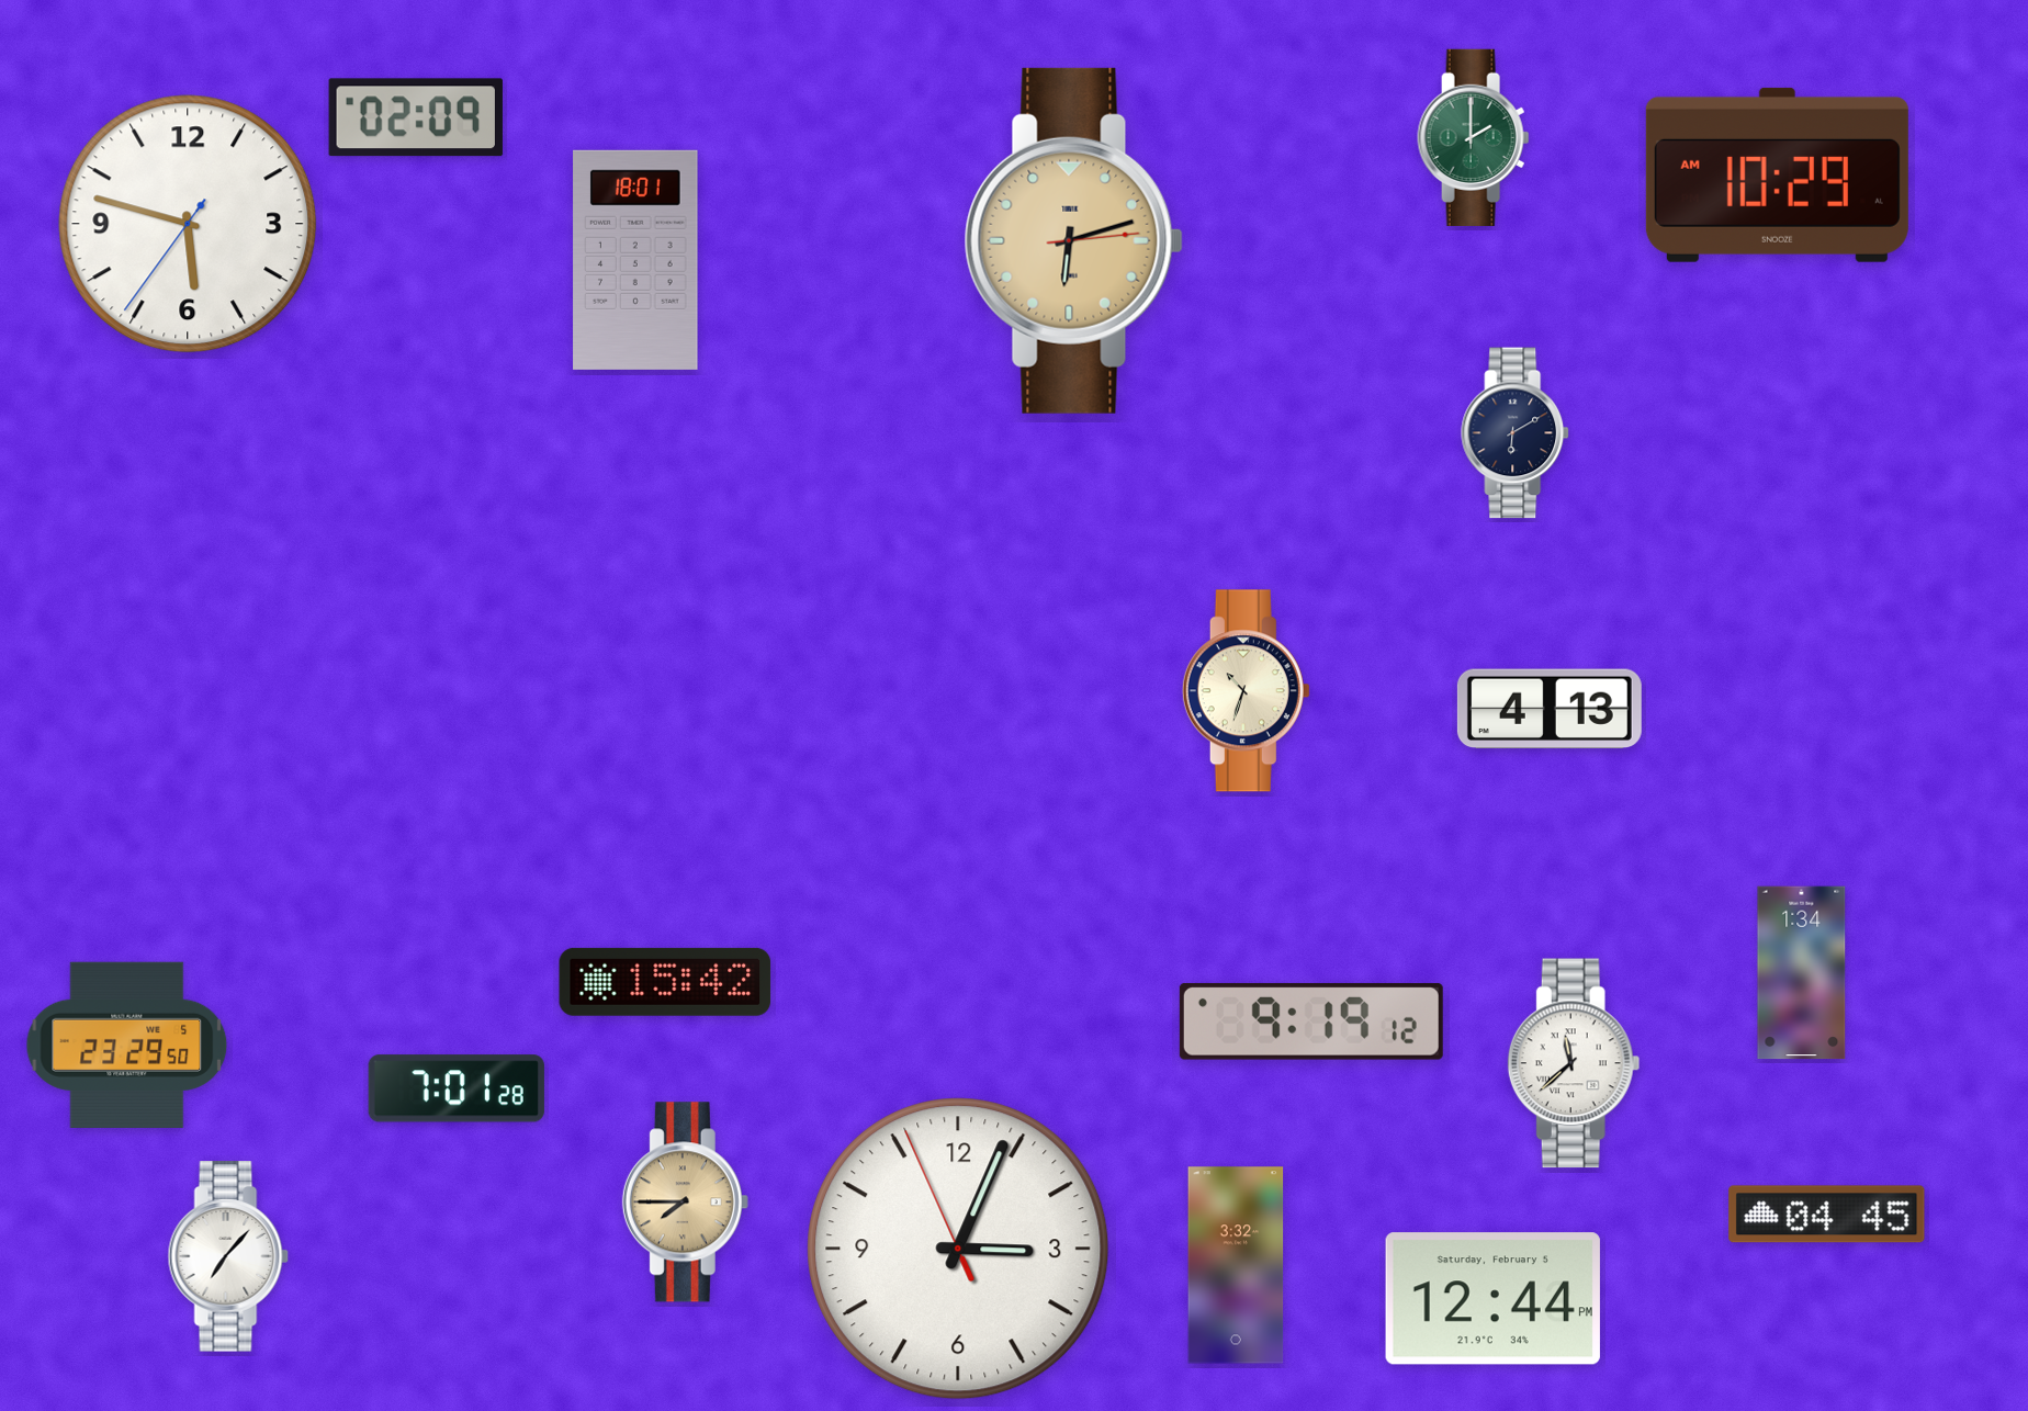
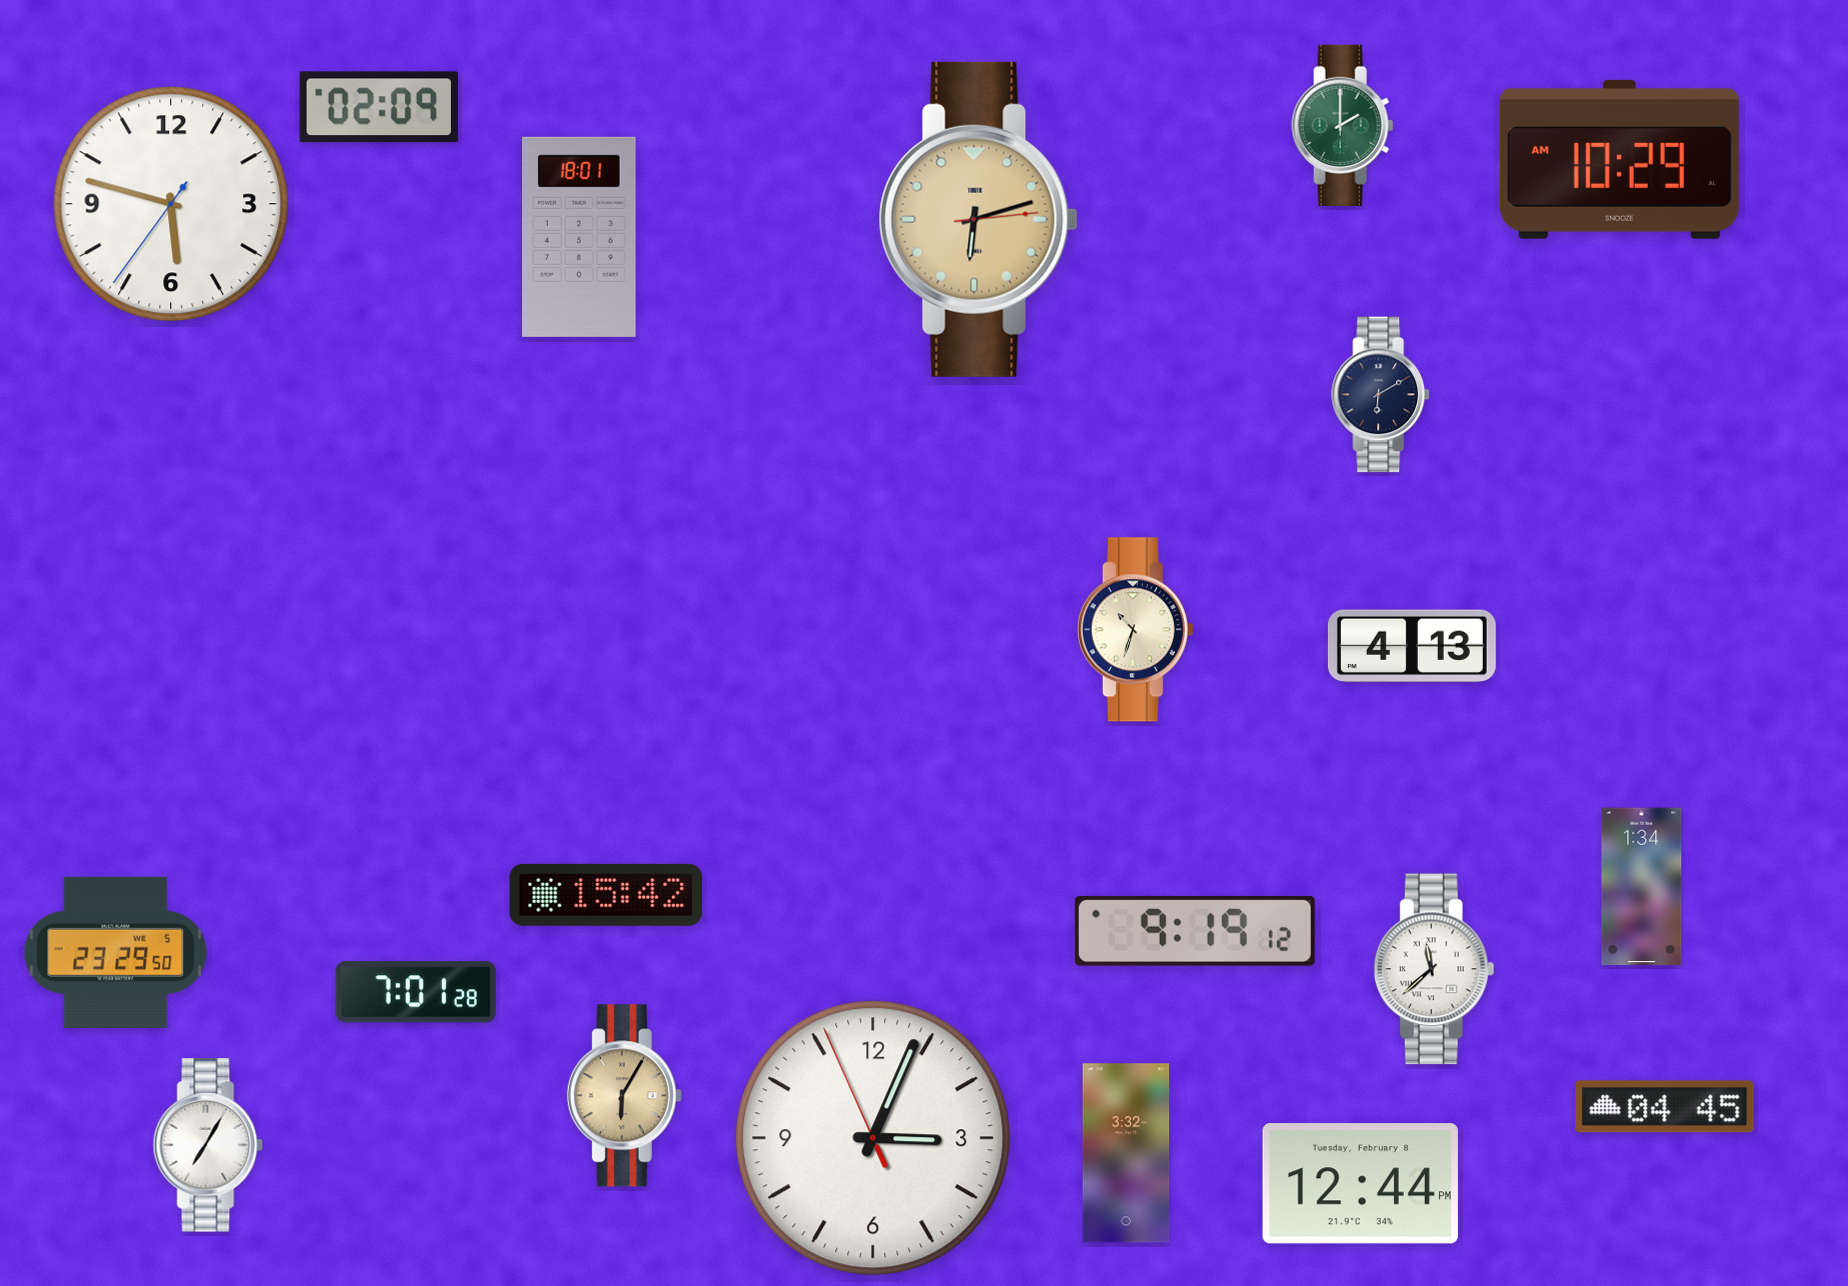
clock at (685, 1203): 7:45 -> 6:05
clock at (228, 1256): 7:07 -> 7:05
clock at (1492, 1299) date: Saturday, February 5 -> Tuesday, February 8
